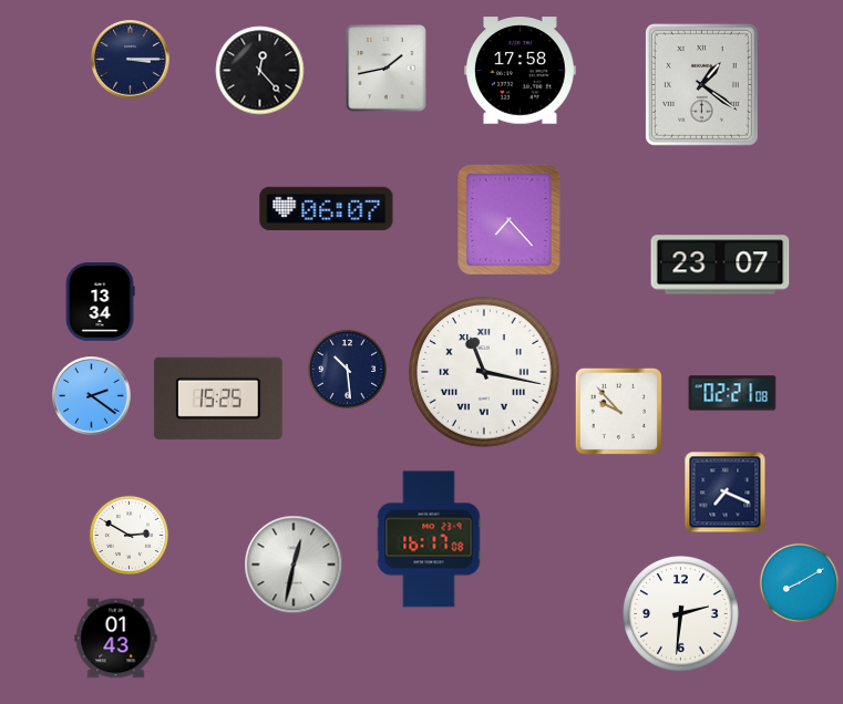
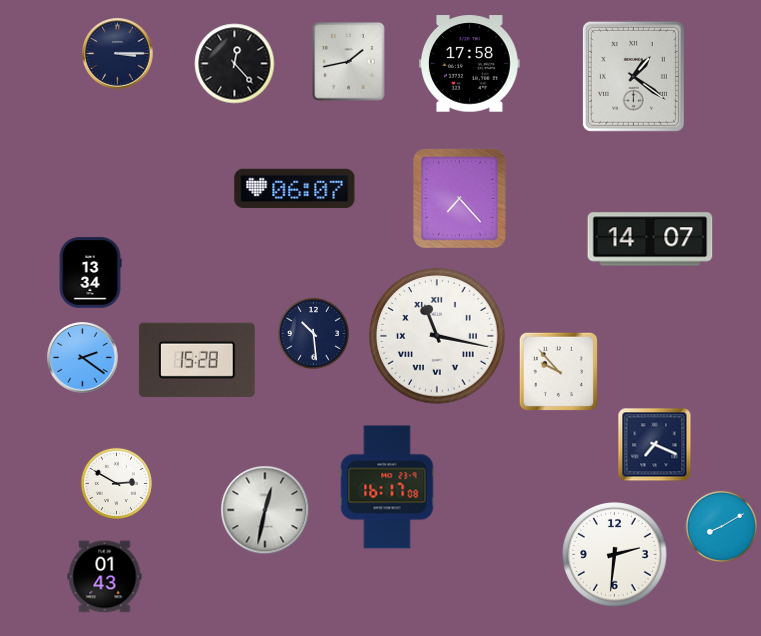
clock at (720, 265): 23:07 -> 14:07
clock at (732, 393): 02:21 -> none
clock at (218, 398): 15:25 -> 15:28
